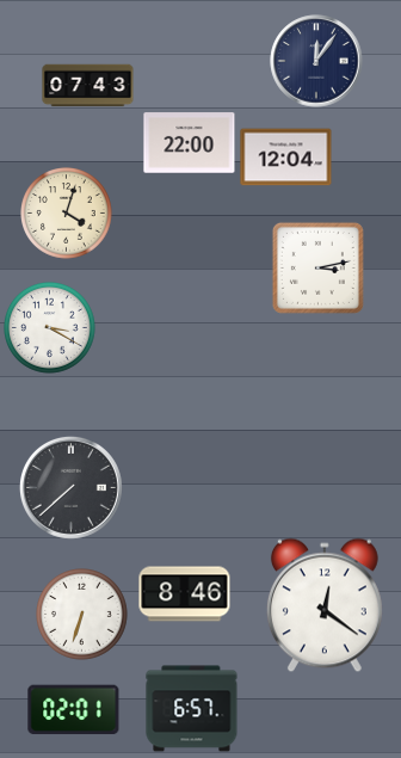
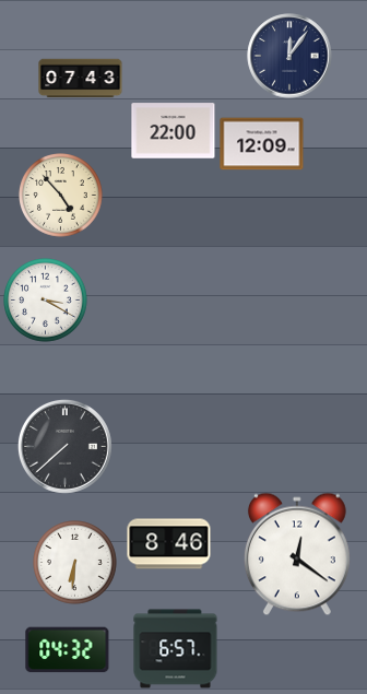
clock at (286, 158): 12:04 -> 12:09
clock at (67, 214): 4:03 -> 4:53
clock at (317, 267): 3:13 -> none
clock at (82, 615): 6:33 -> 6:31
clock at (74, 710): 02:01 -> 04:32
